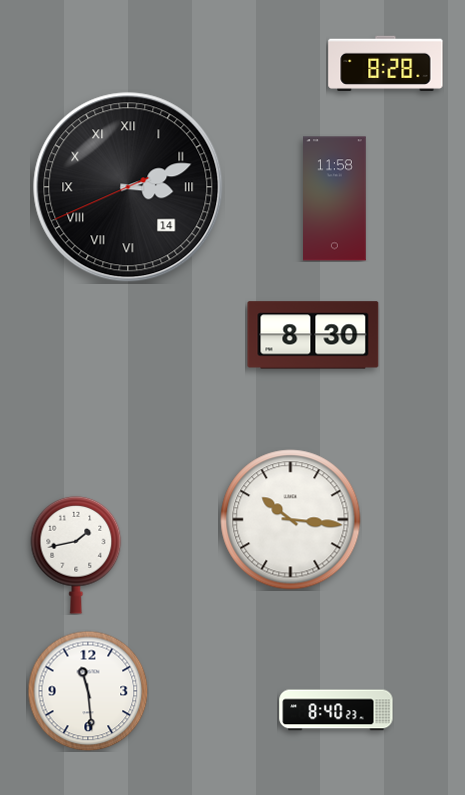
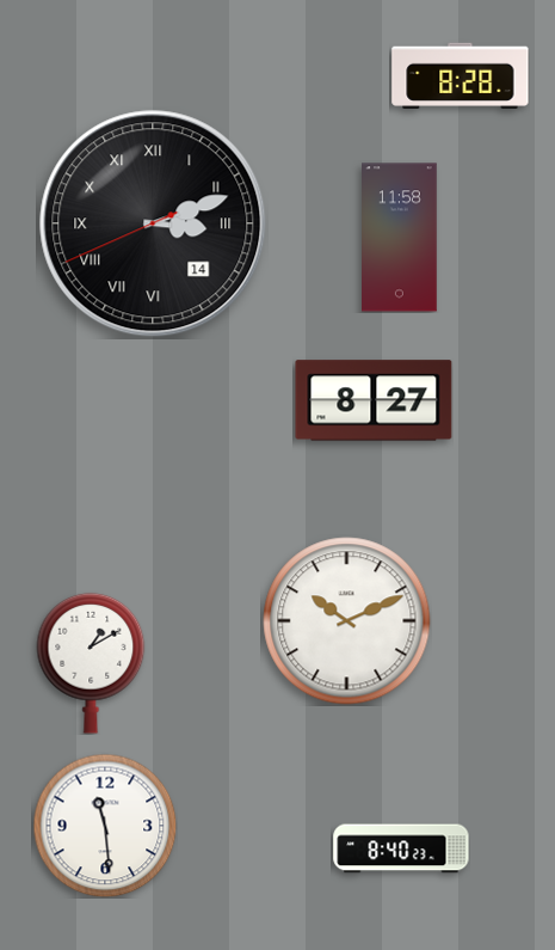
clock at (313, 335): 8:30 -> 8:27
clock at (291, 520): 10:16 -> 10:11
clock at (76, 555): 1:43 -> 1:10
